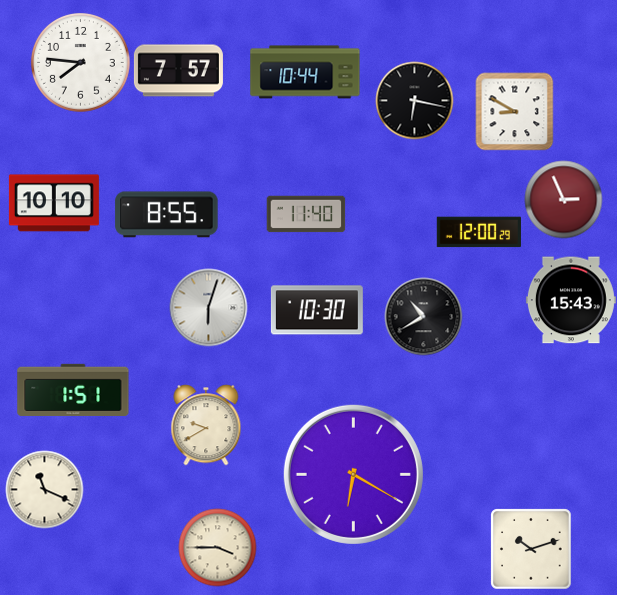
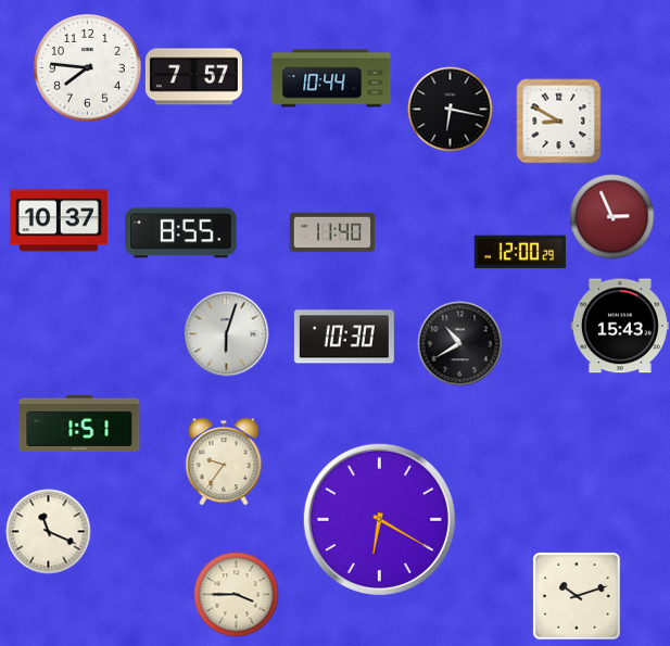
clock at (54, 203): 10:10 -> 10:37
clock at (206, 425): 9:40 -> 9:36
clock at (353, 474) position: (353, 474) -> (379, 519)
